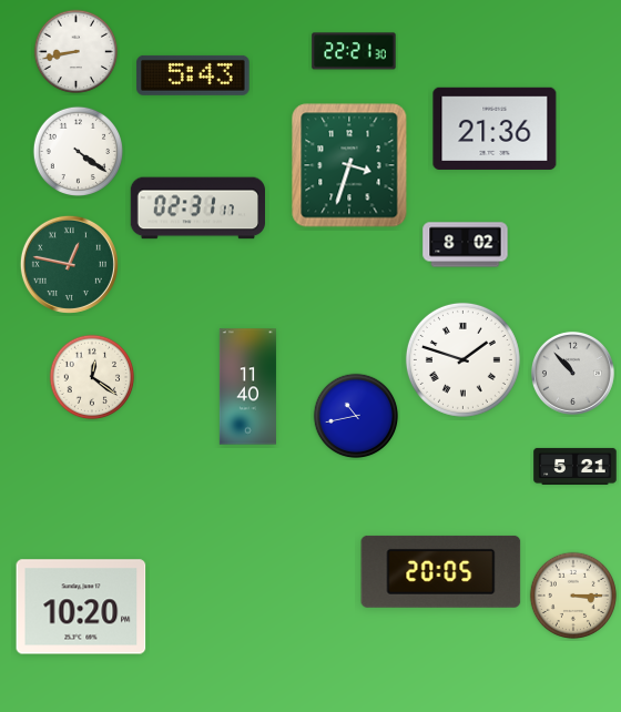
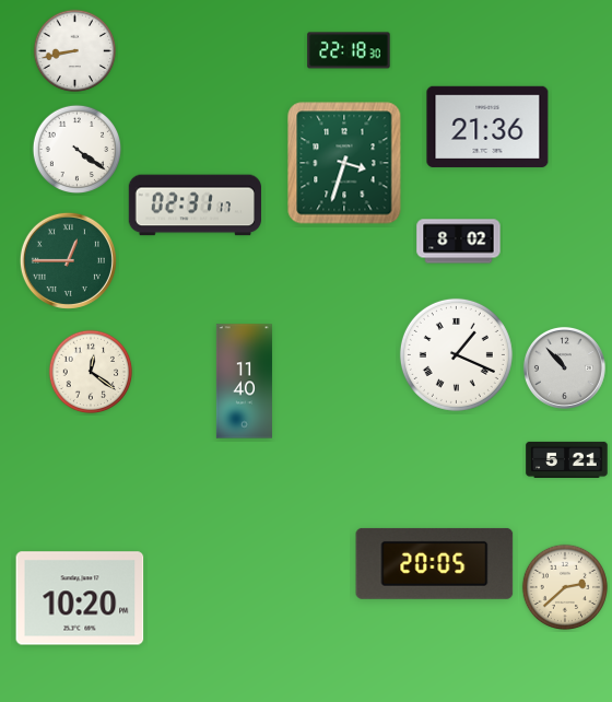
clock at (354, 51): 22:21 -> 22:18
clock at (193, 75): 5:43 -> none
clock at (69, 264): 12:47 -> 12:45
clock at (462, 359): 1:48 -> 1:19
clock at (356, 416): 10:43 -> none
clock at (573, 596): 3:15 -> 2:38
